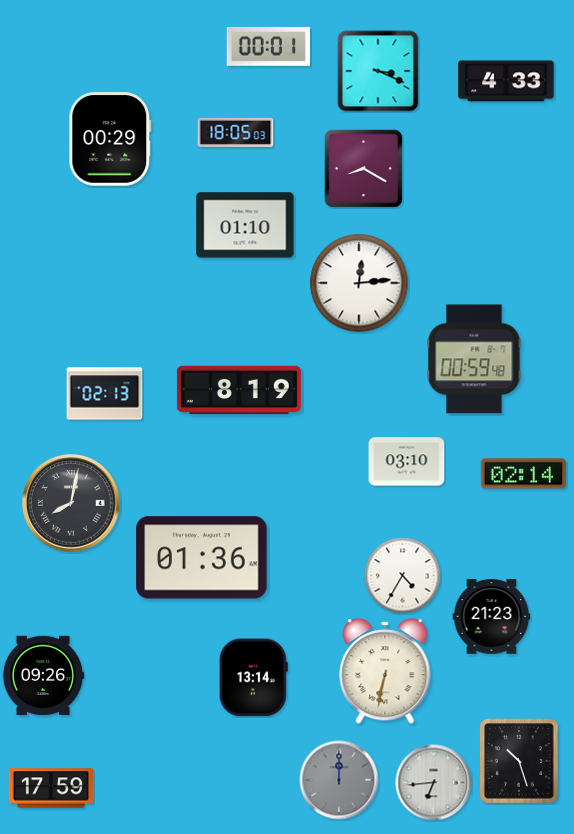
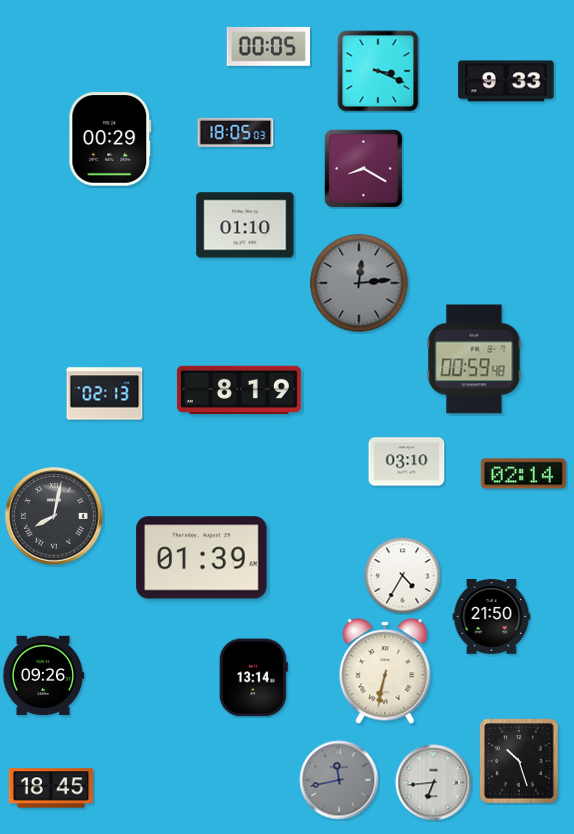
clock at (268, 46): 00:01 -> 00:05
clock at (506, 81): 4:33 -> 9:33
clock at (359, 283) dial: white -> grey
clock at (71, 503) position: (71, 503) -> (54, 516)
clock at (202, 558): 01:36 -> 01:39
clock at (492, 617): 21:23 -> 21:50
clock at (339, 780): 12:00 -> 11:43
clock at (50, 788): 17:59 -> 18:45
